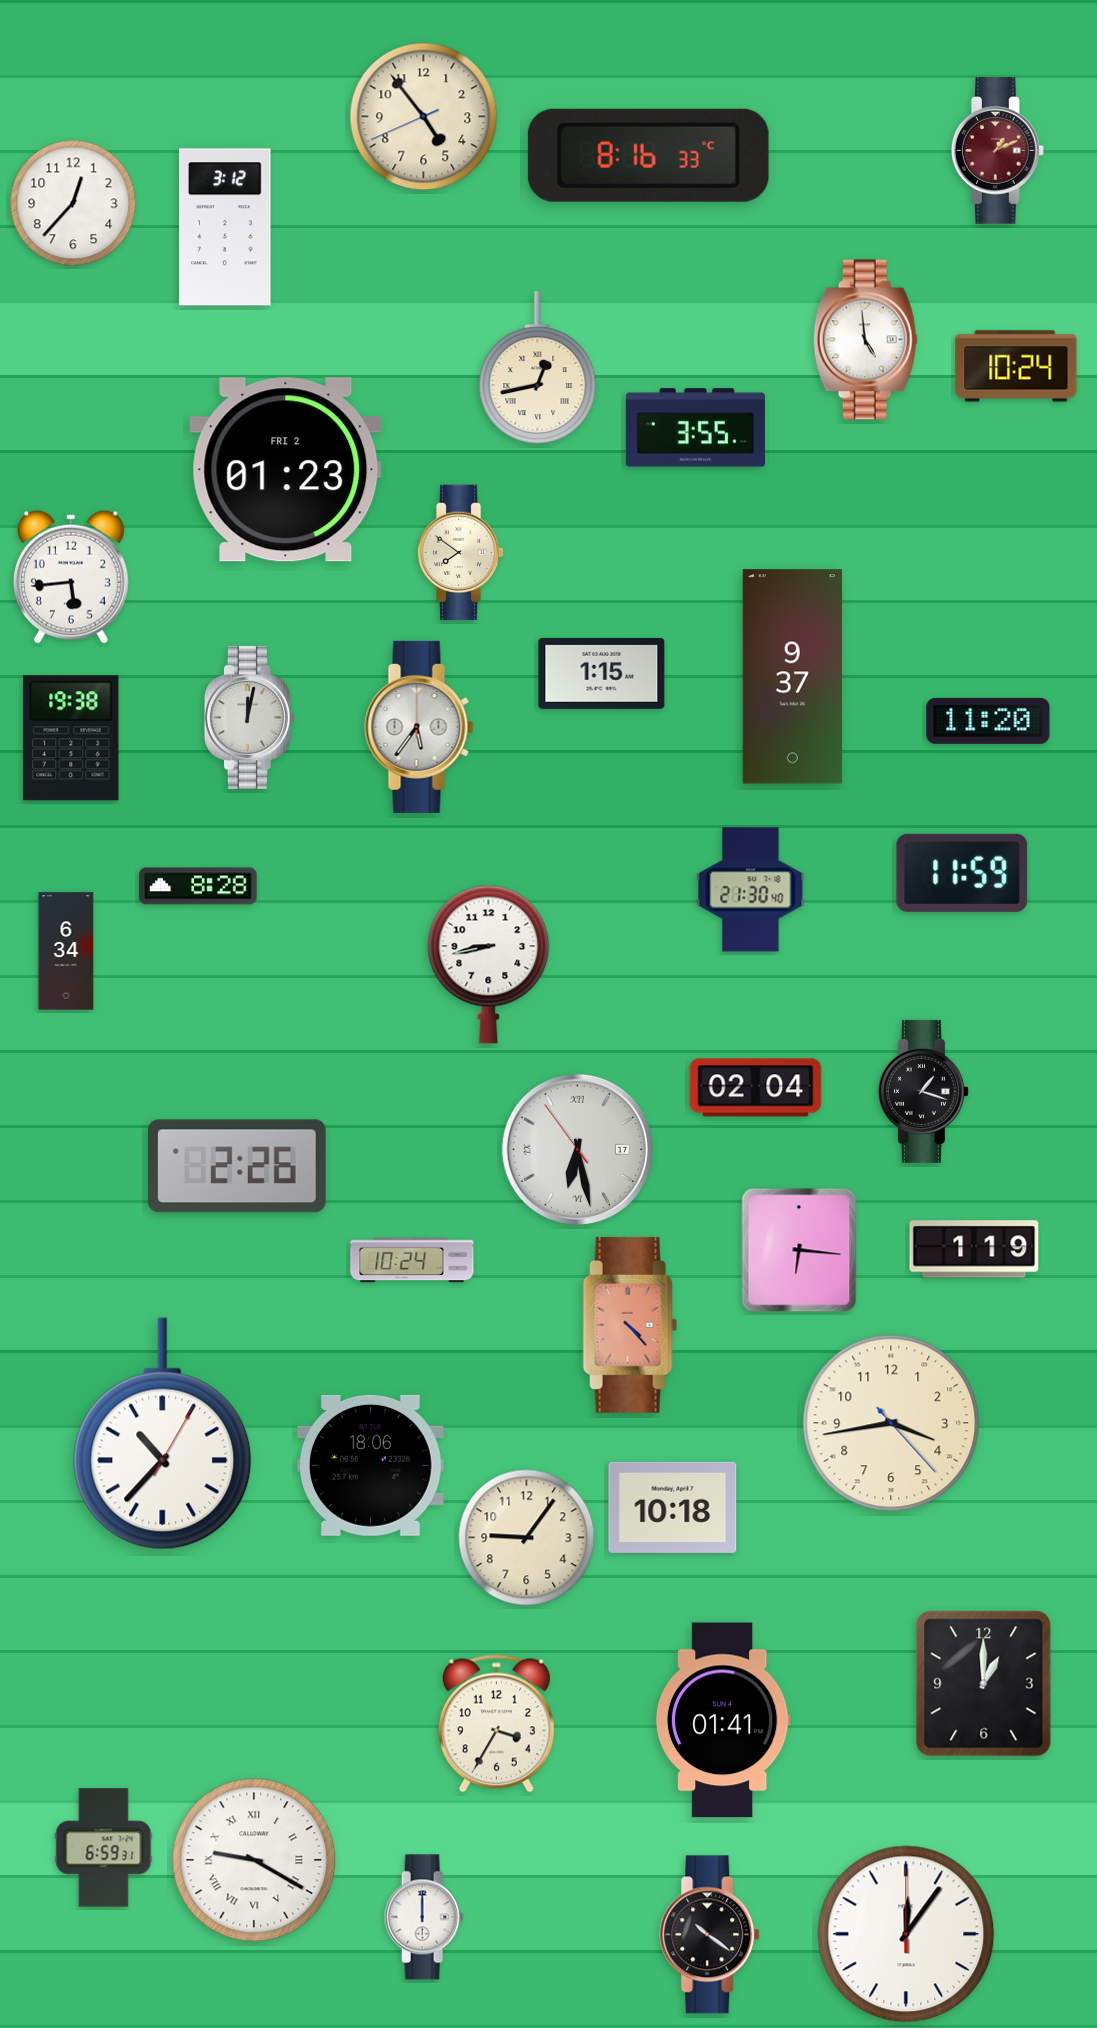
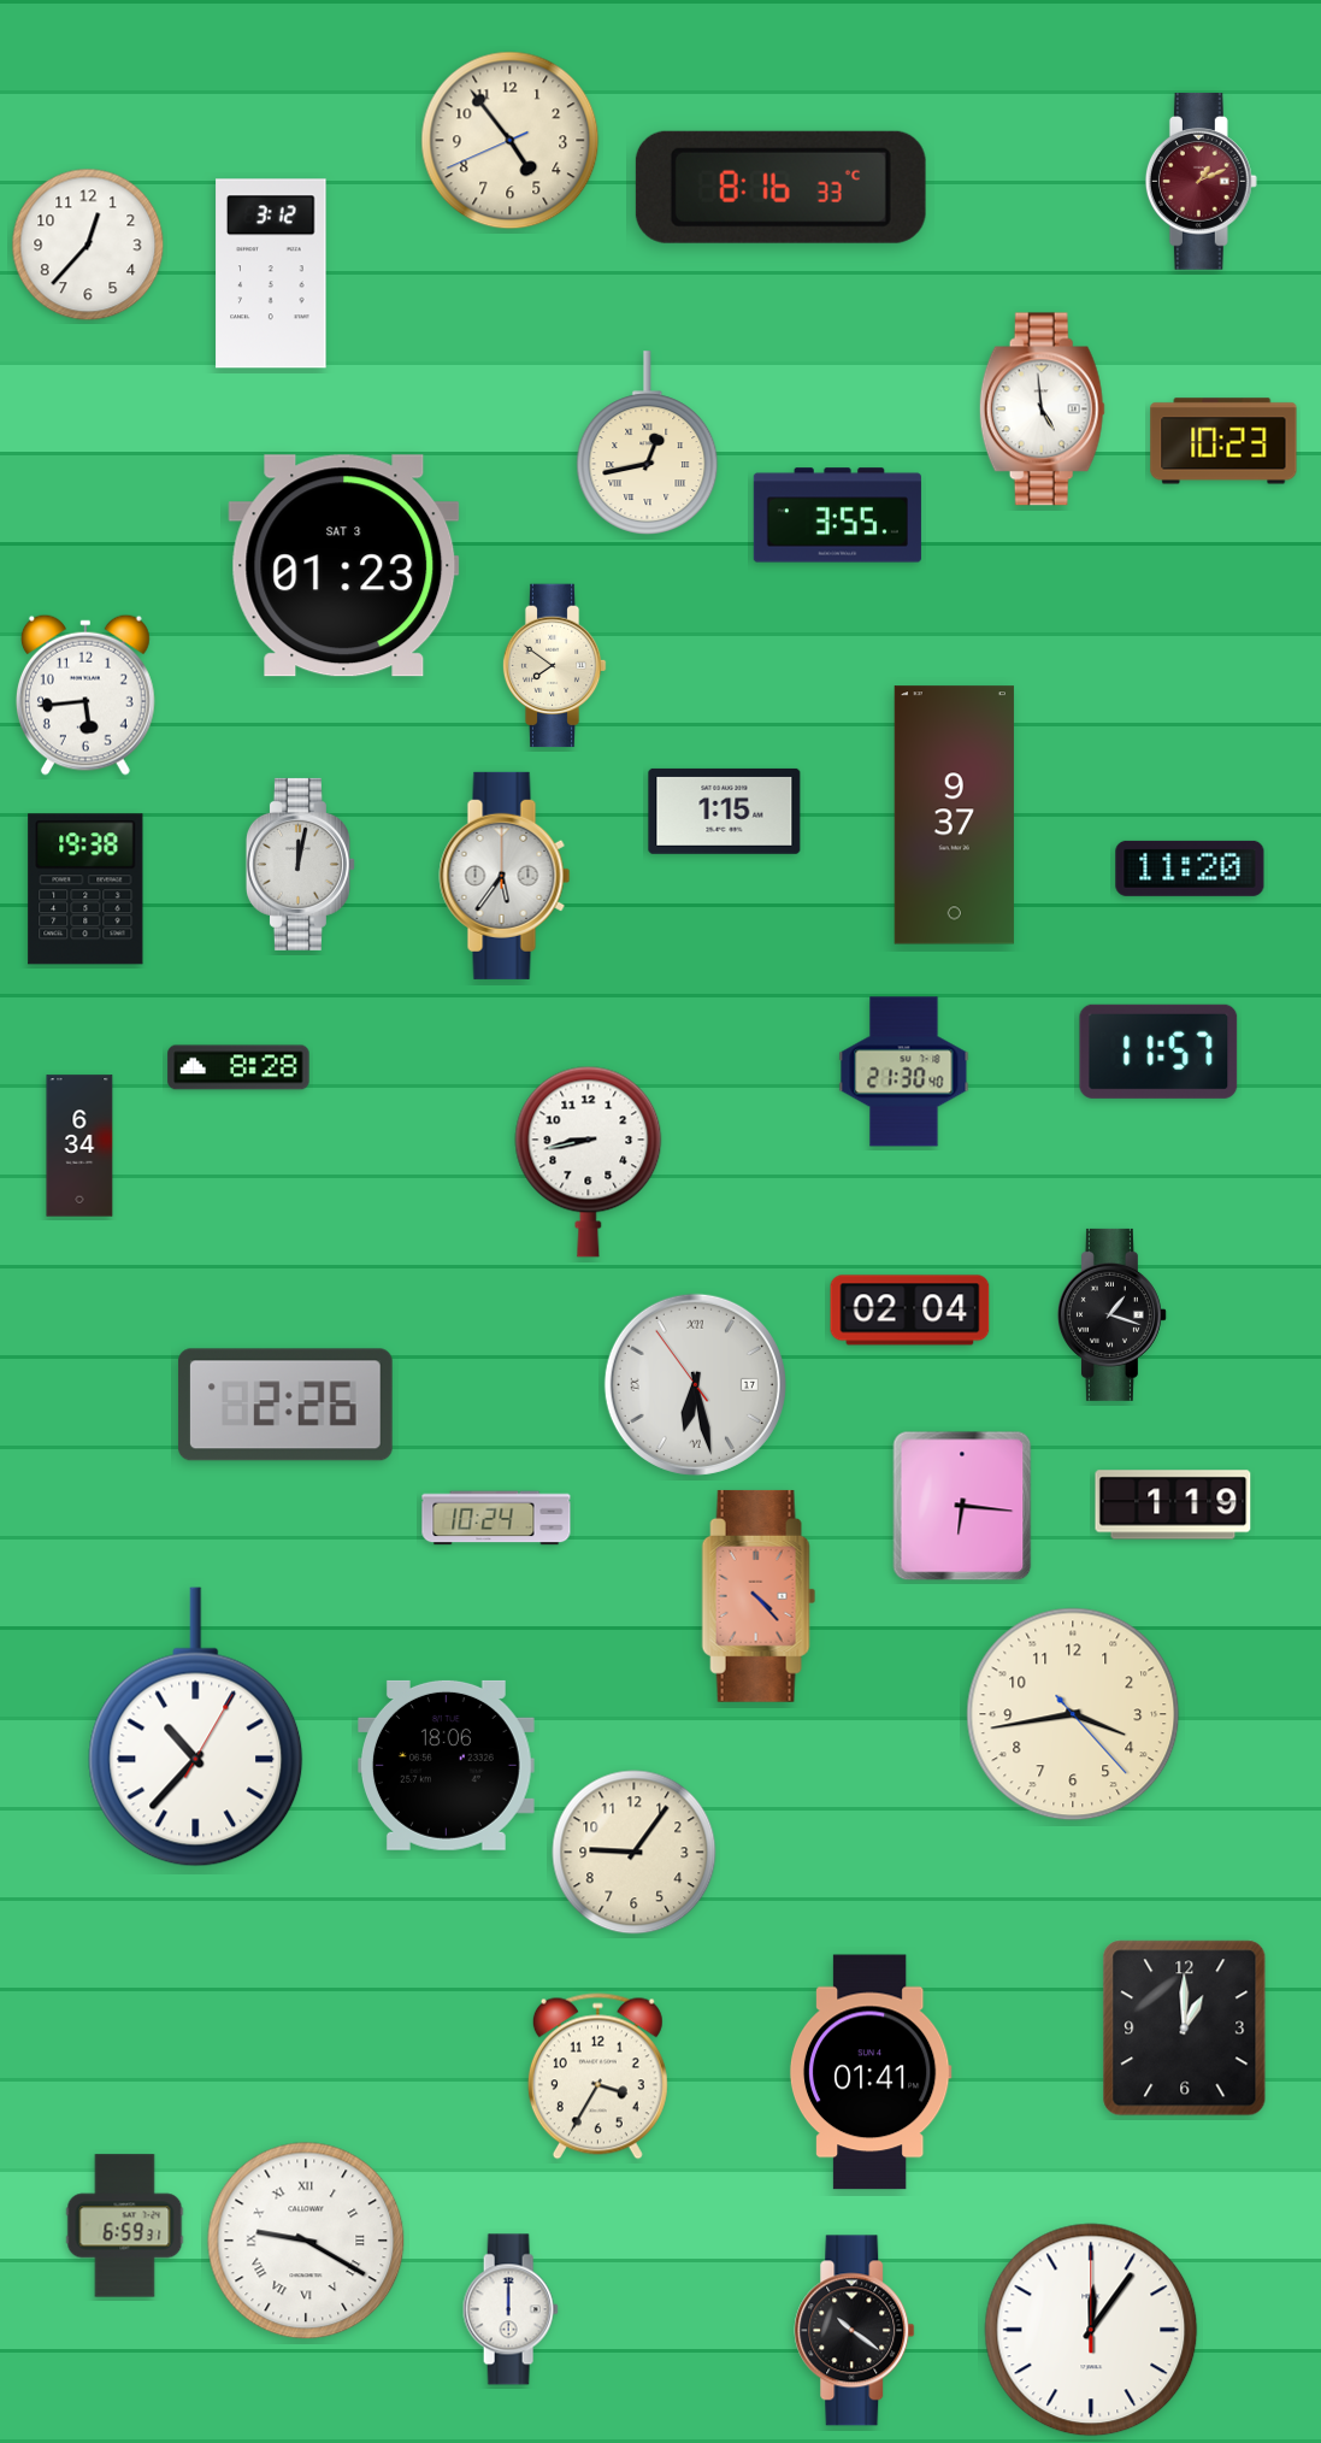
clock at (1016, 366): 10:24 -> 10:23
clock at (286, 470) date: FRI 2 -> SAT 3
clock at (962, 873): 11:59 -> 11:57
clock at (673, 1507): 10:18 -> none
